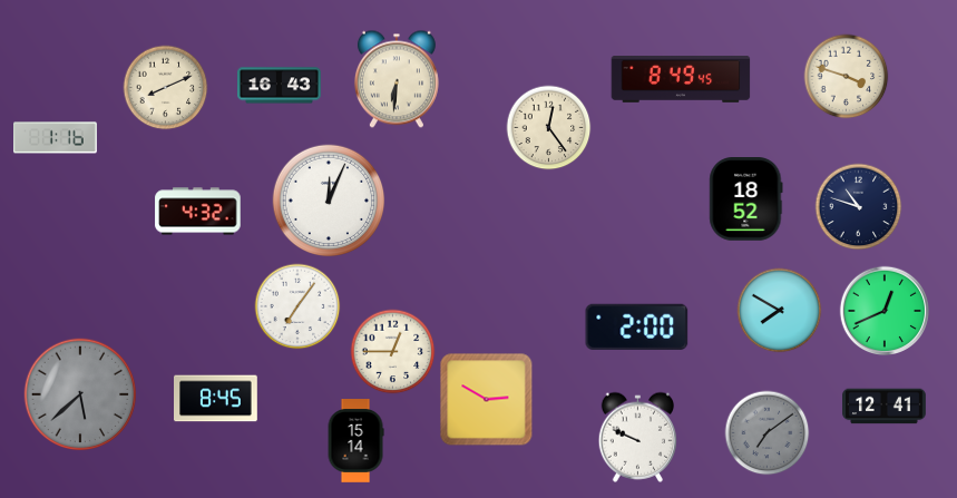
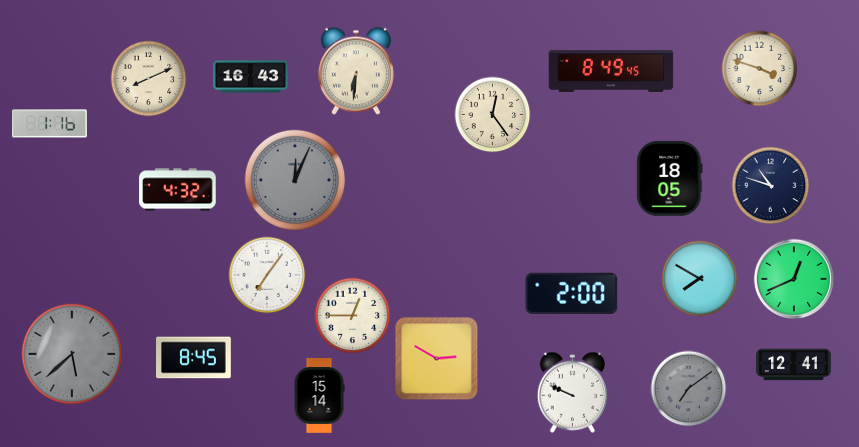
clock at (746, 199): 18:52 -> 18:05
clock at (329, 201) dial: white -> grey
